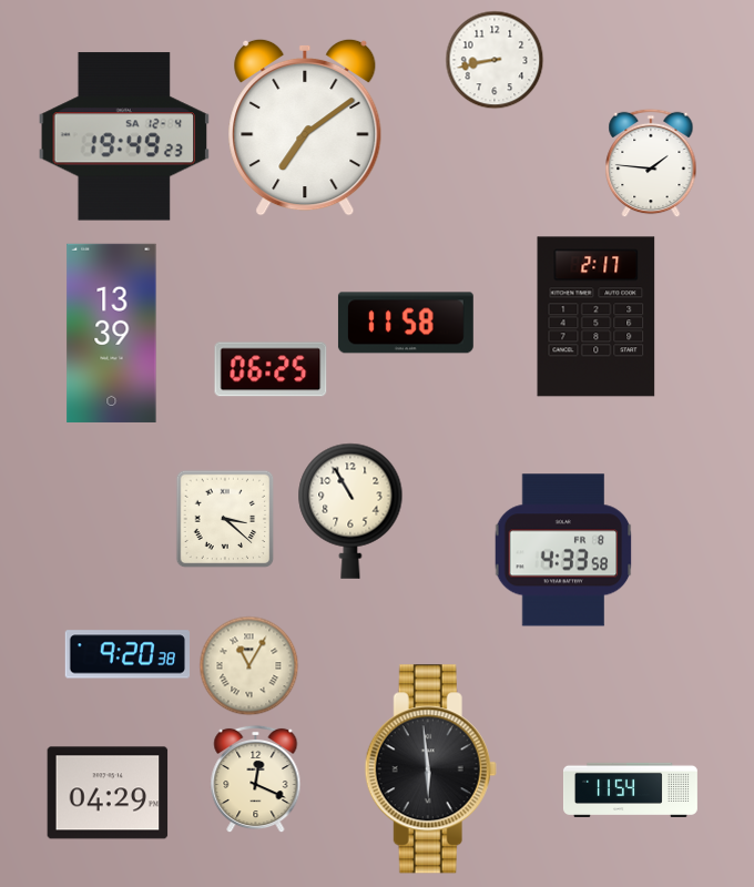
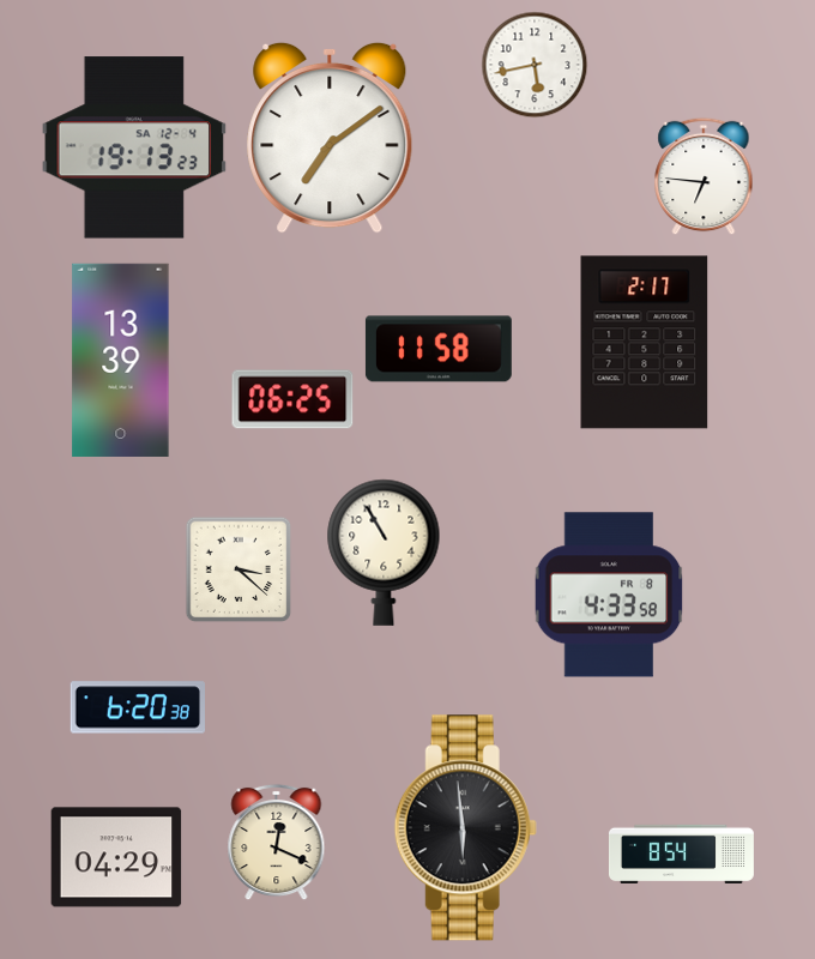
clock at (495, 60): 8:43 -> 5:43
clock at (124, 136): 19:49 -> 19:13
clock at (651, 163): 1:46 -> 6:46
clock at (350, 511) position: (350, 511) -> (384, 553)
clock at (225, 519) position: (225, 519) -> (239, 569)
clock at (126, 654): 9:20 -> 6:20
clock at (248, 665): 11:05 -> none
clock at (430, 769) position: (430, 769) -> (465, 828)
clock at (630, 789): 11:54 -> 8:54
